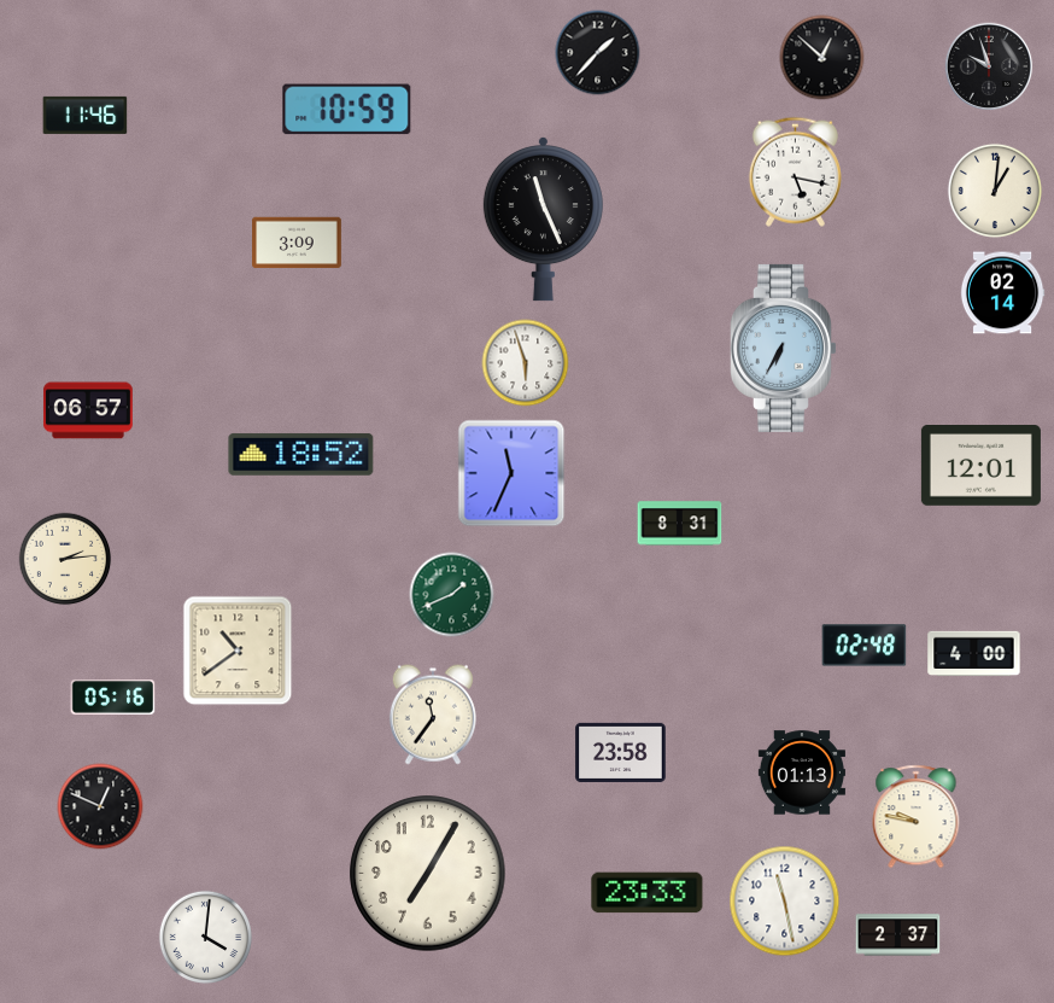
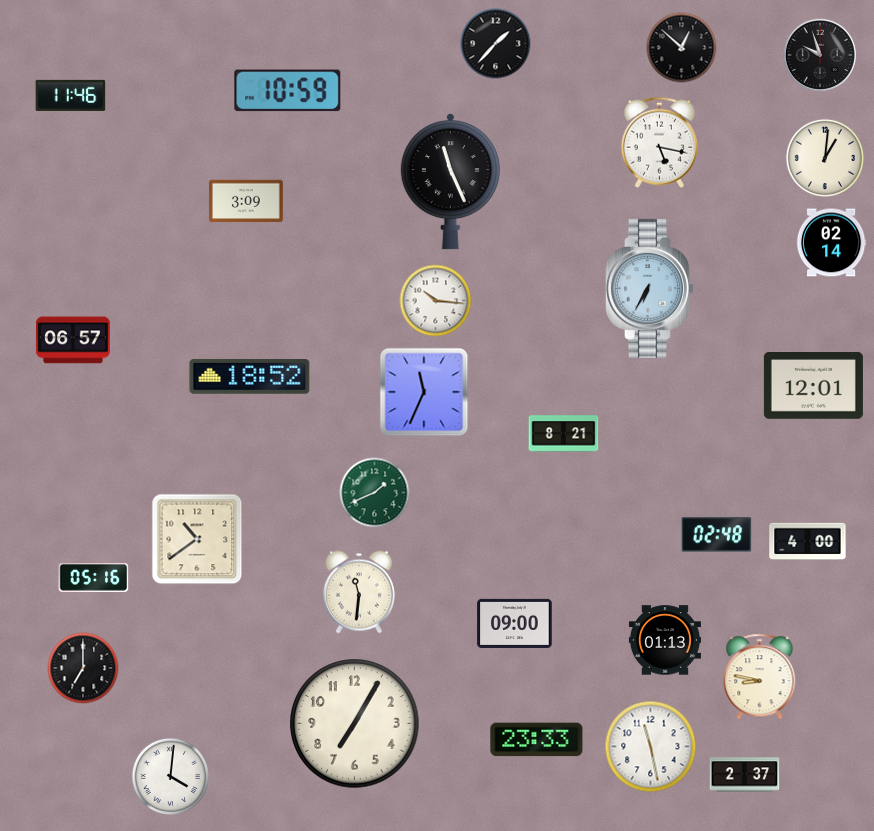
clock at (526, 363): 5:57 -> 10:16
clock at (680, 524): 8:31 -> 8:21
clock at (65, 559): 2:14 -> none
clock at (433, 715): 11:36 -> 11:31
clock at (621, 752): 23:58 -> 09:00
clock at (100, 806): 12:49 -> 7:00
clock at (917, 817): 9:47 -> 8:47
